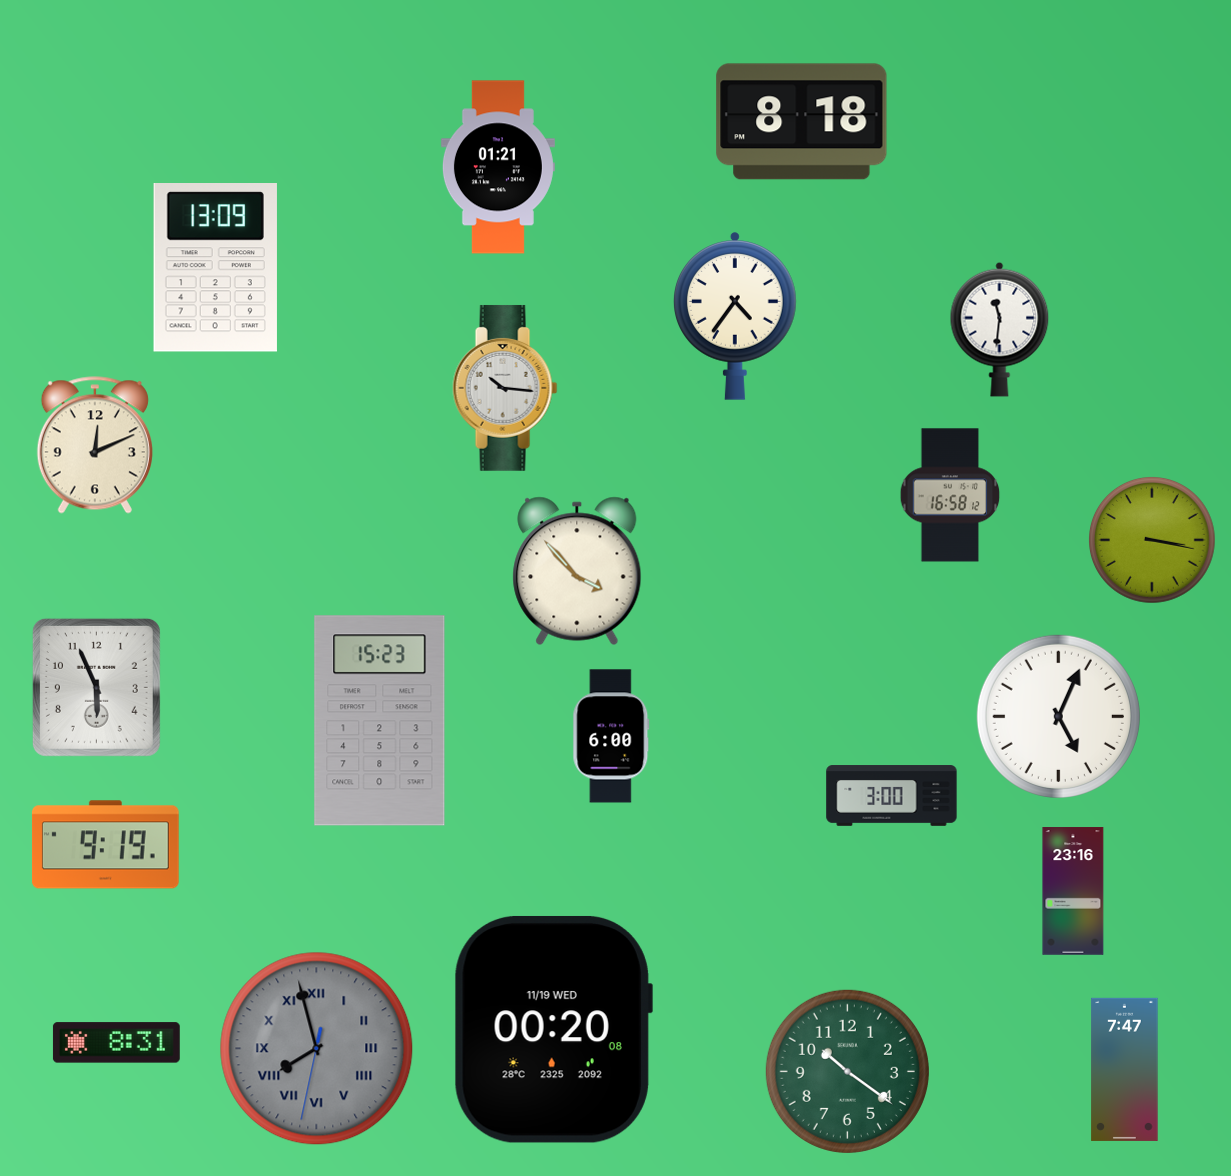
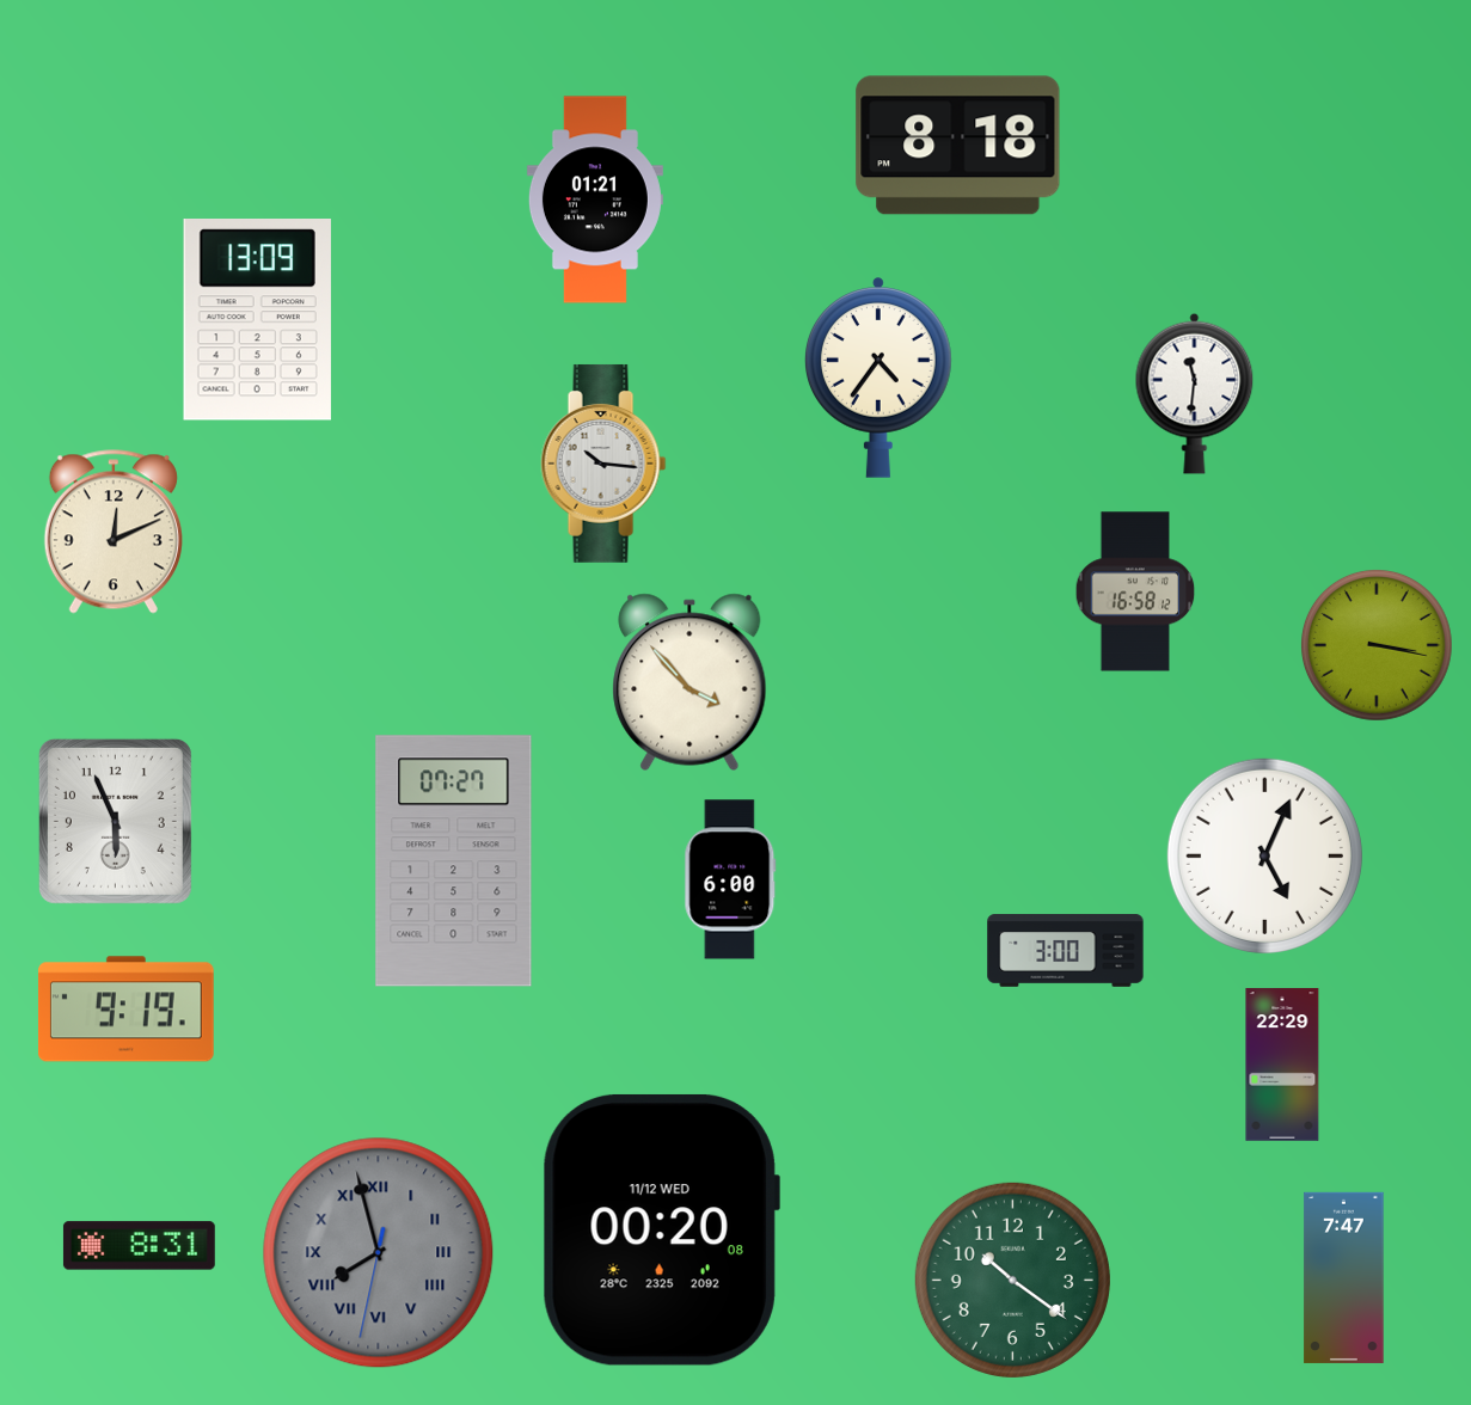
clock at (380, 721): 15:23 -> 07:27
clock at (1073, 891): 23:16 -> 22:29
clock at (553, 1029) date: 11/19 WED -> 11/12 WED
